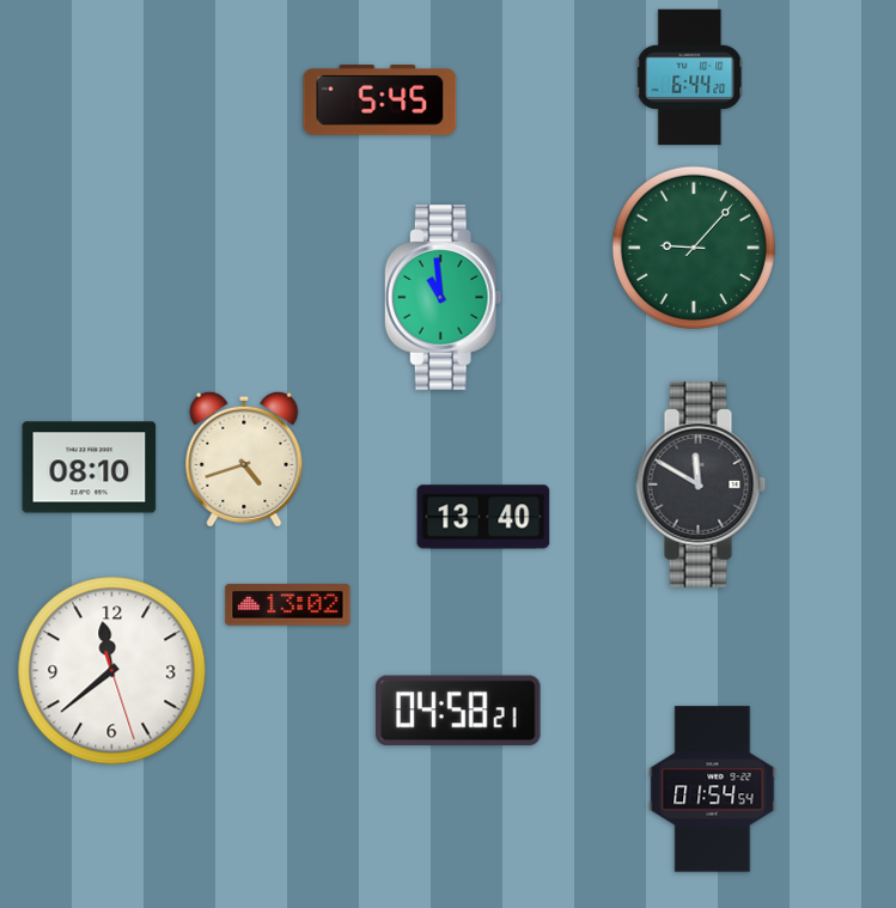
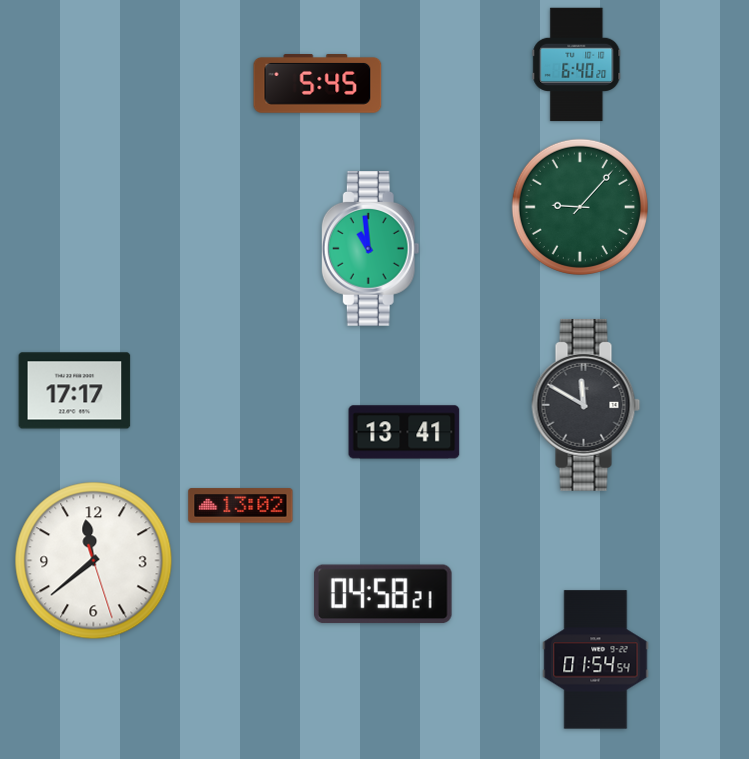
clock at (690, 78): 6:44 -> 6:40
clock at (244, 459): 4:42 -> none
clock at (90, 468): 08:10 -> 17:17
clock at (483, 517): 13:40 -> 13:41
